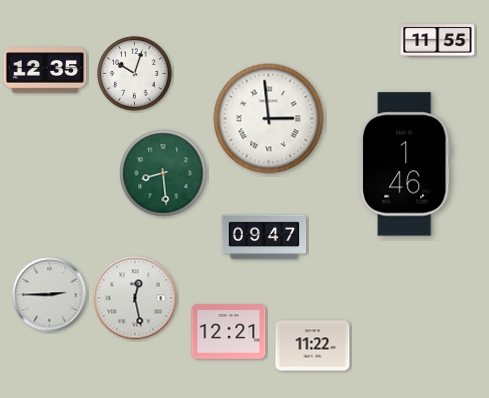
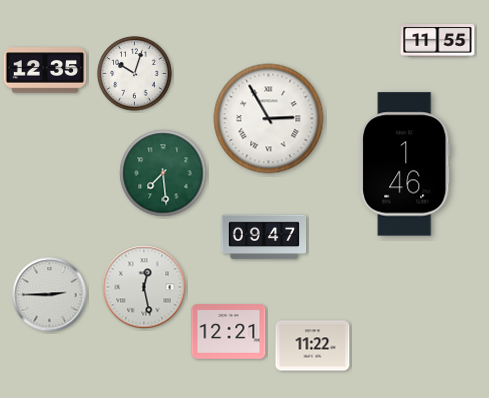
clock at (269, 119): 2:59 -> 2:55
clock at (163, 173): 8:29 -> 7:29
clock at (135, 298) position: (135, 298) -> (144, 287)
